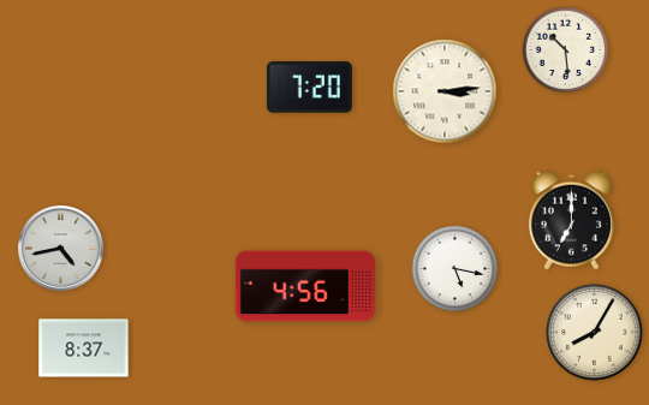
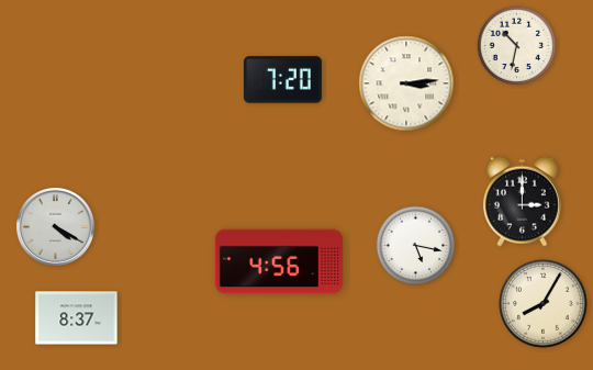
clock at (566, 50): 10:29 -> 10:32
clock at (571, 220): 7:00 -> 3:00
clock at (60, 248): 4:43 -> 4:20
